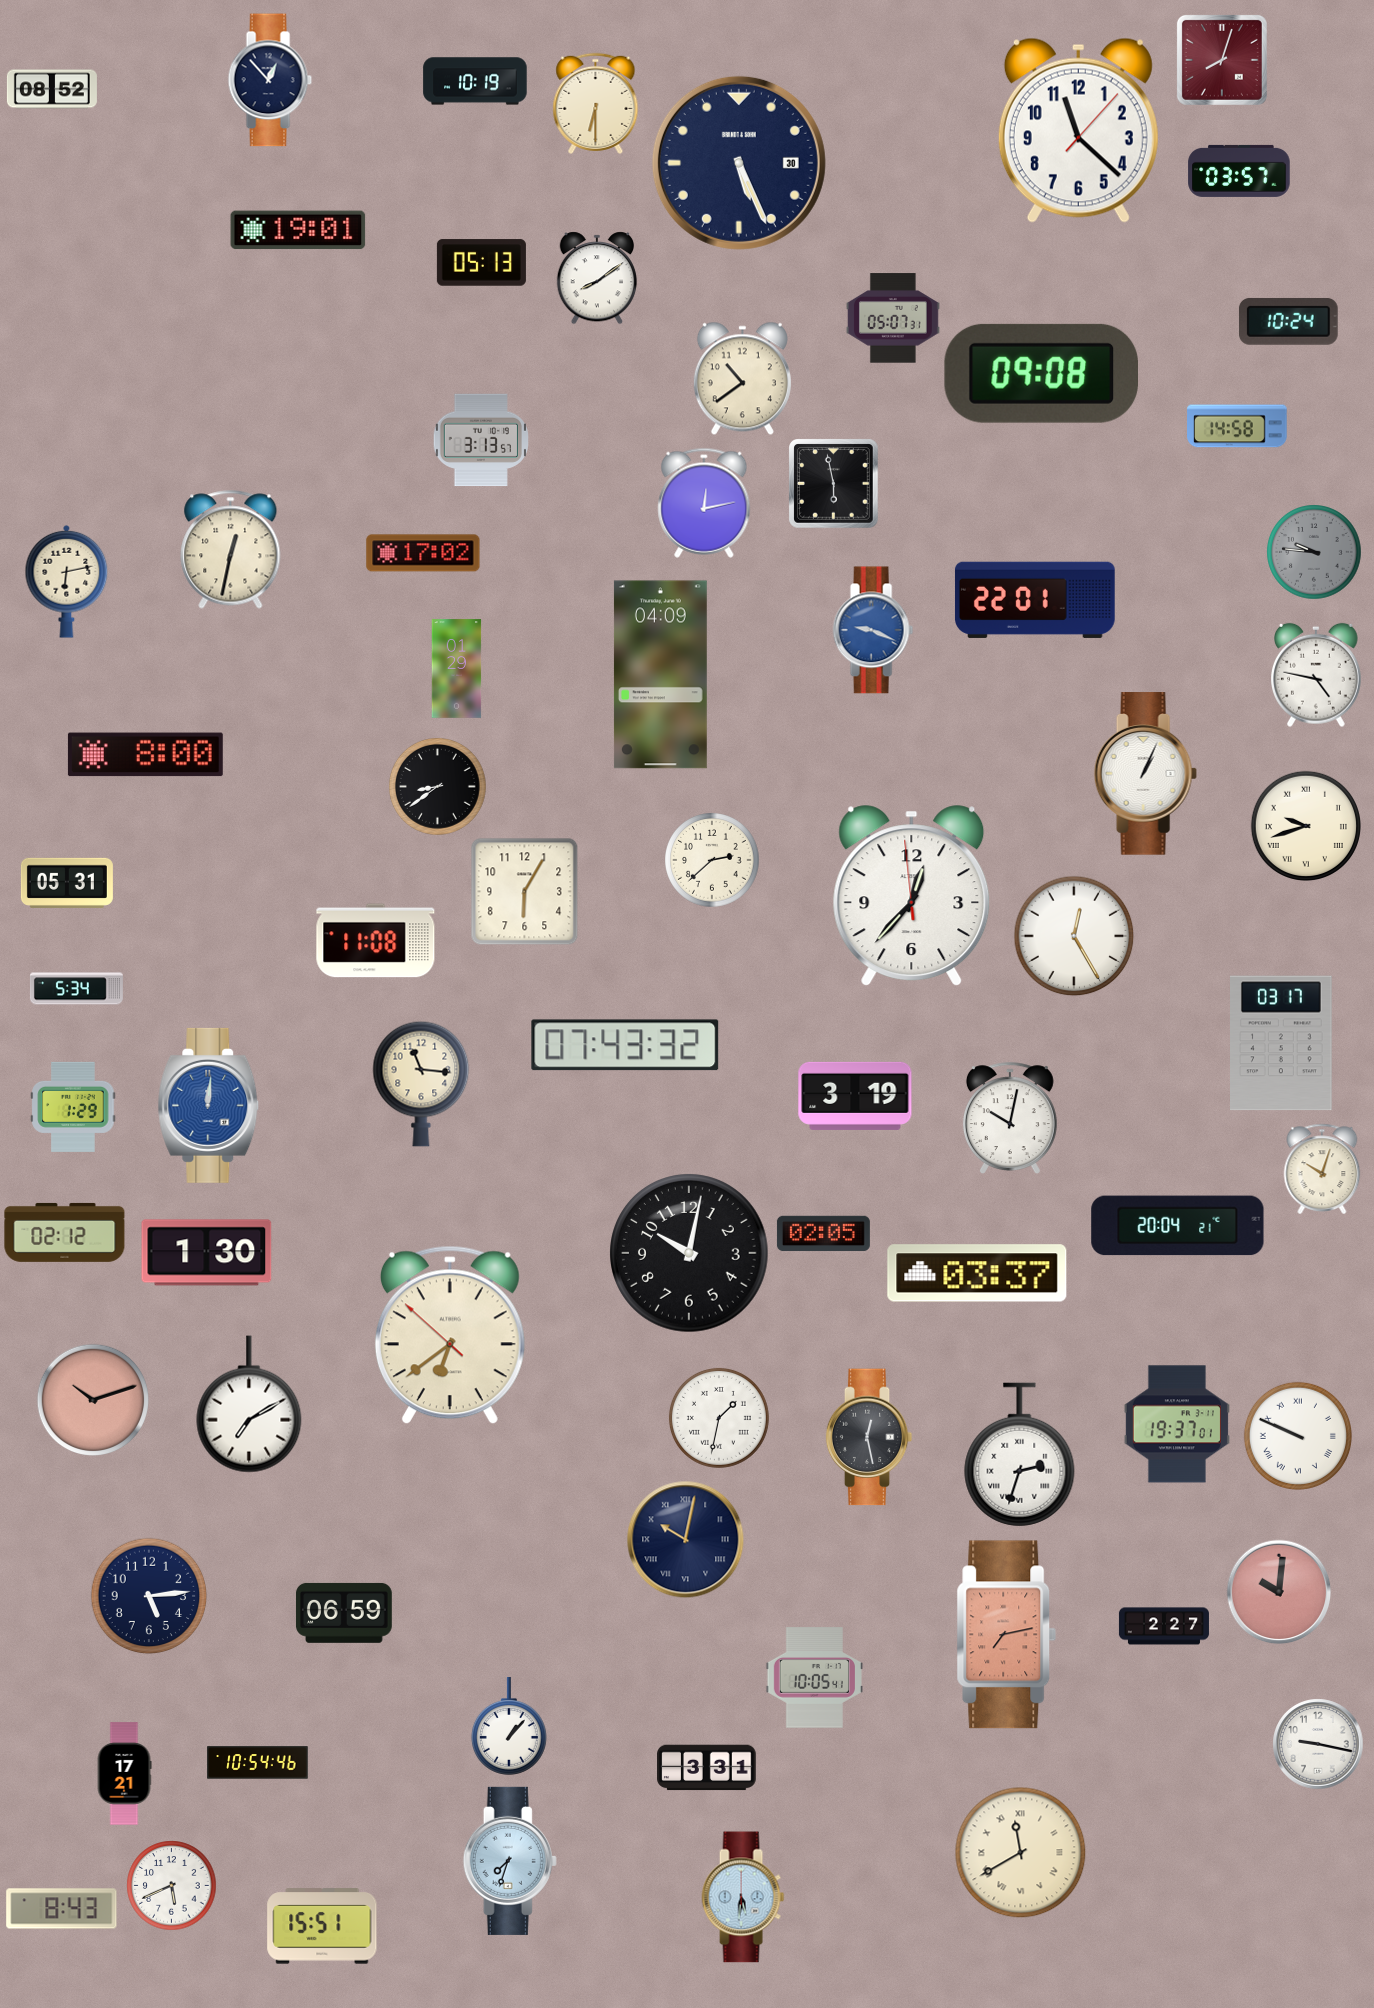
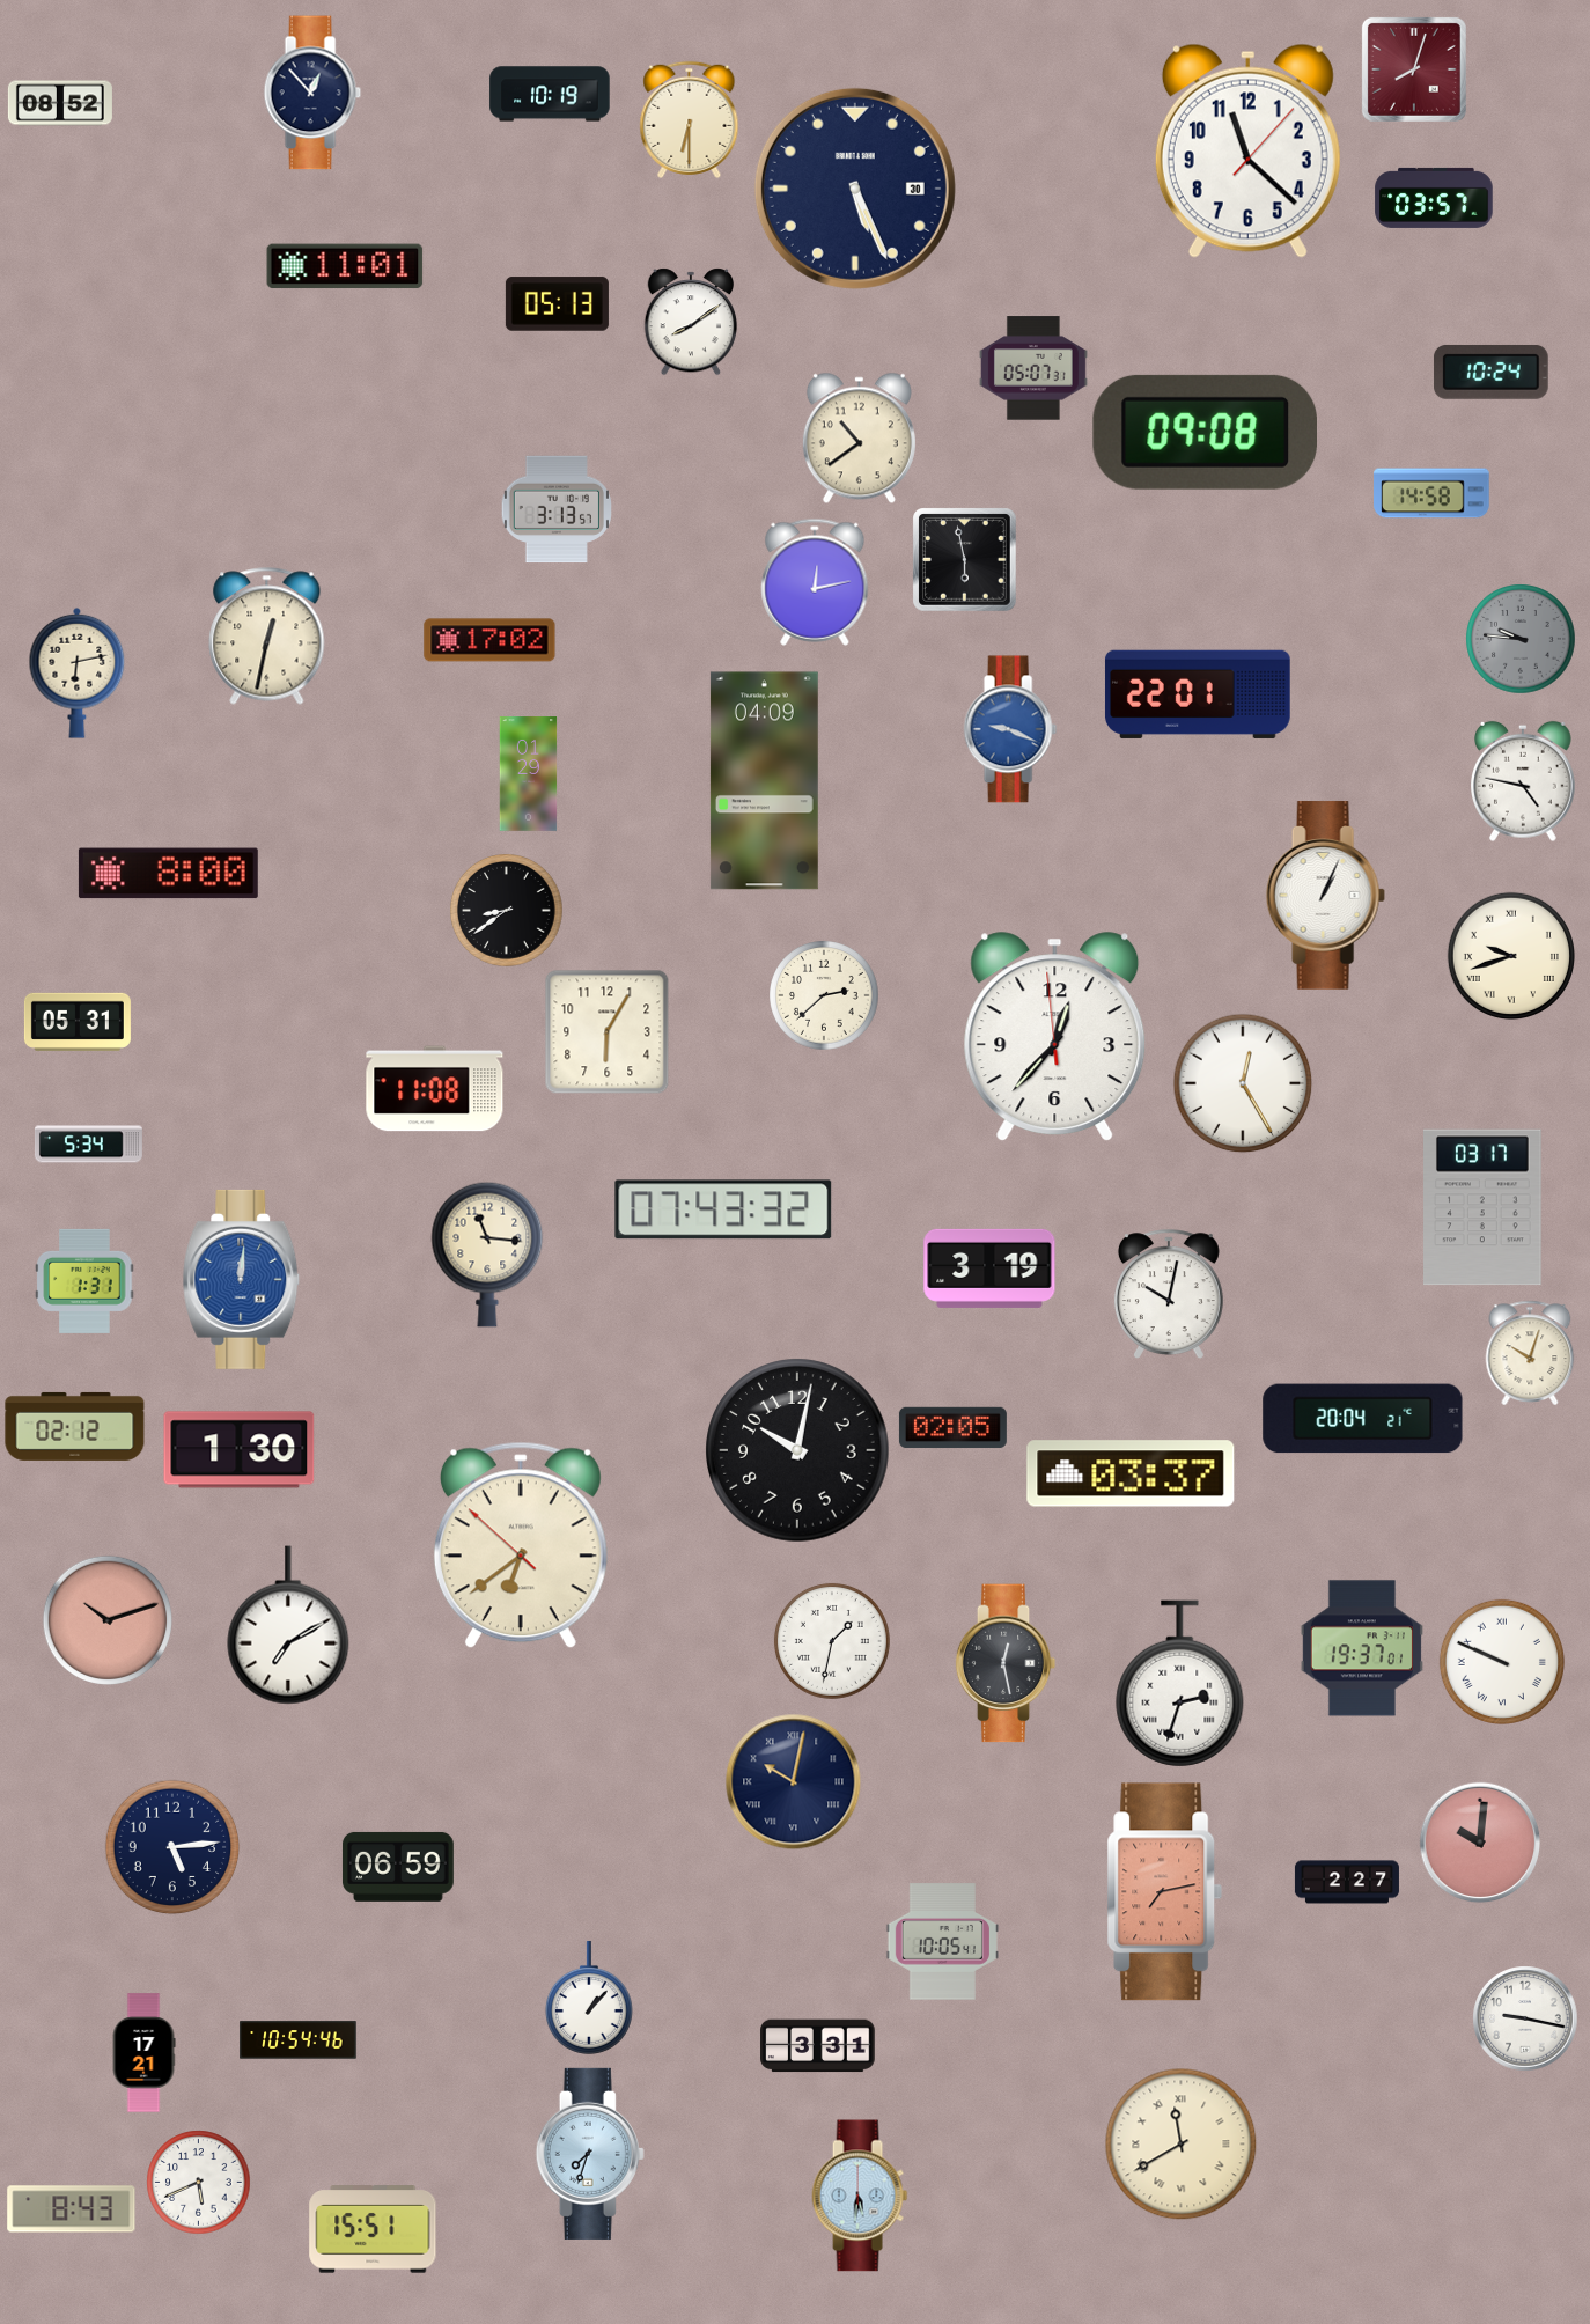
clock at (298, 230): 19:01 -> 11:01
clock at (73, 1107): 1:29 -> 1:31
